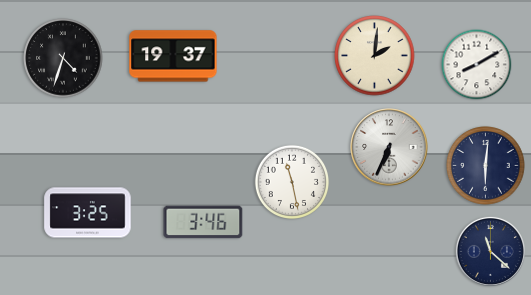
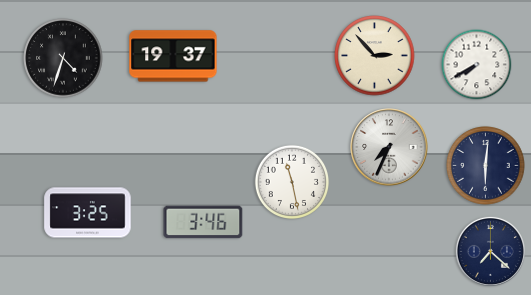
clock at (375, 56): 2:01 -> 2:53
clock at (477, 65): 8:10 -> 7:40
clock at (389, 147): 6:34 -> 7:34
clock at (490, 251): 11:22 -> 7:22
